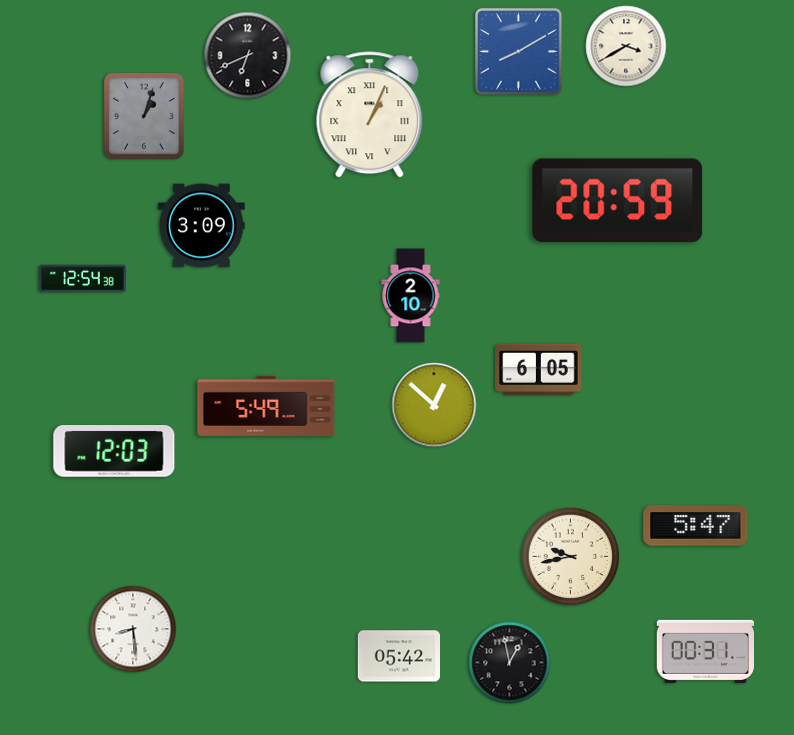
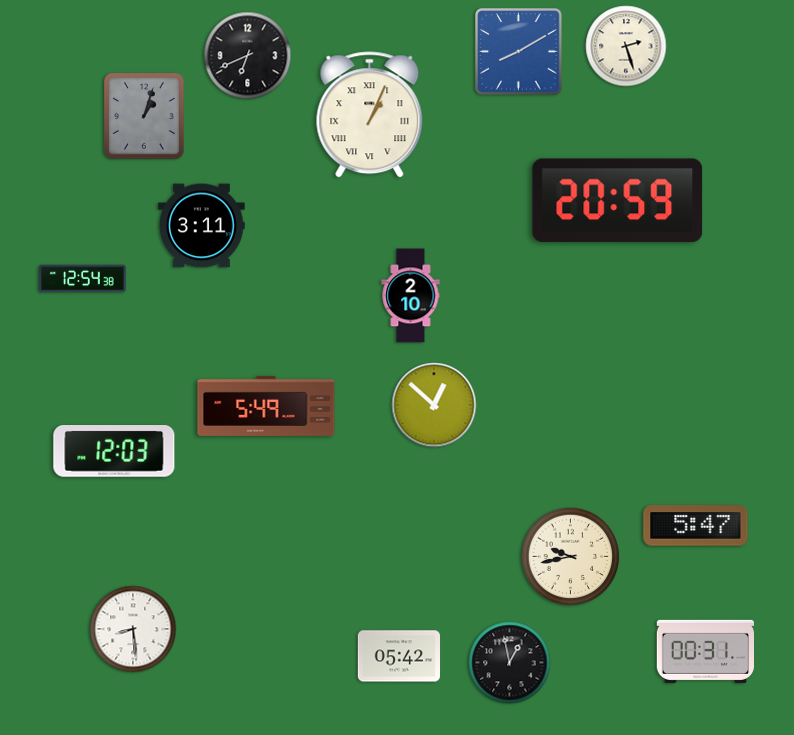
clock at (626, 46): 3:40 -> 2:27
clock at (202, 226): 3:09 -> 3:11
clock at (539, 369): 6:05 -> none
